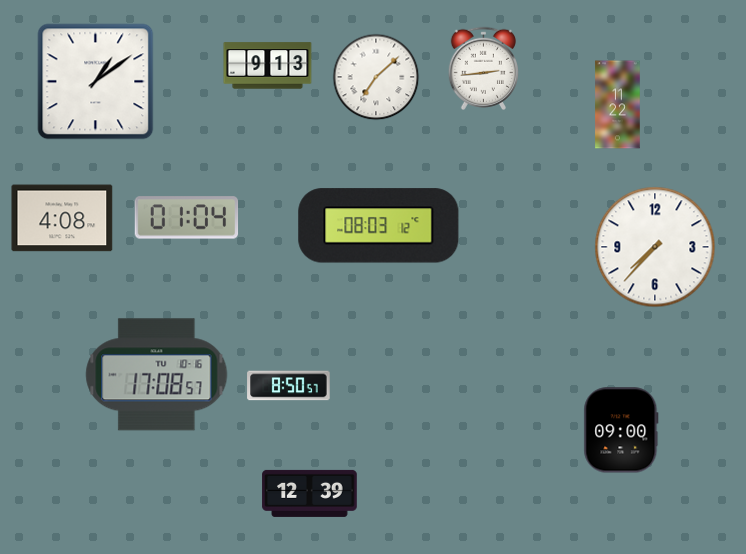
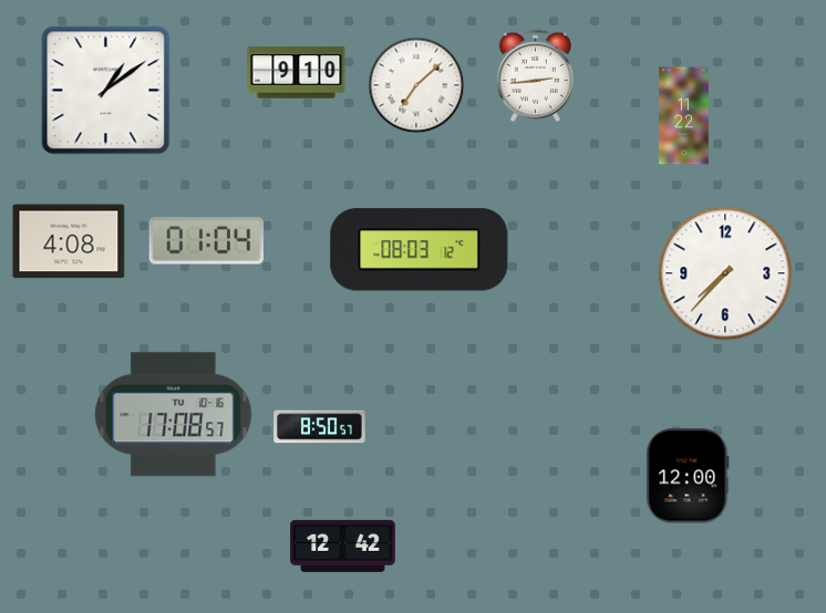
clock at (268, 66): 9:13 -> 9:10
clock at (621, 430): 09:00 -> 12:00
clock at (310, 493): 12:39 -> 12:42
